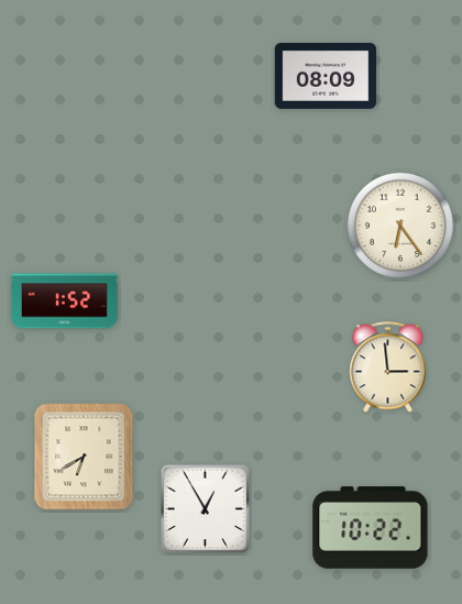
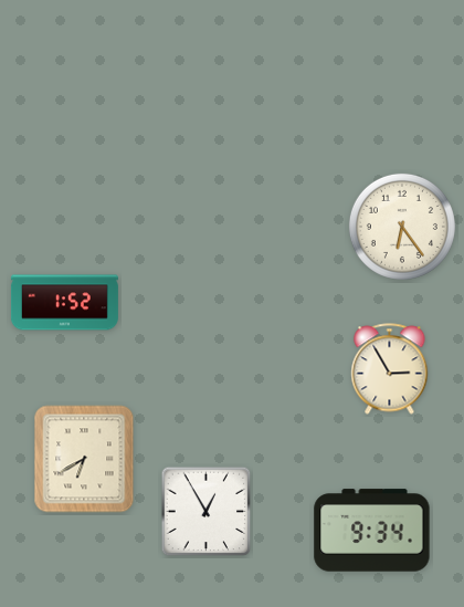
clock at (326, 76): 08:09 -> none
clock at (388, 367): 2:59 -> 2:55
clock at (371, 528): 10:22 -> 9:34
